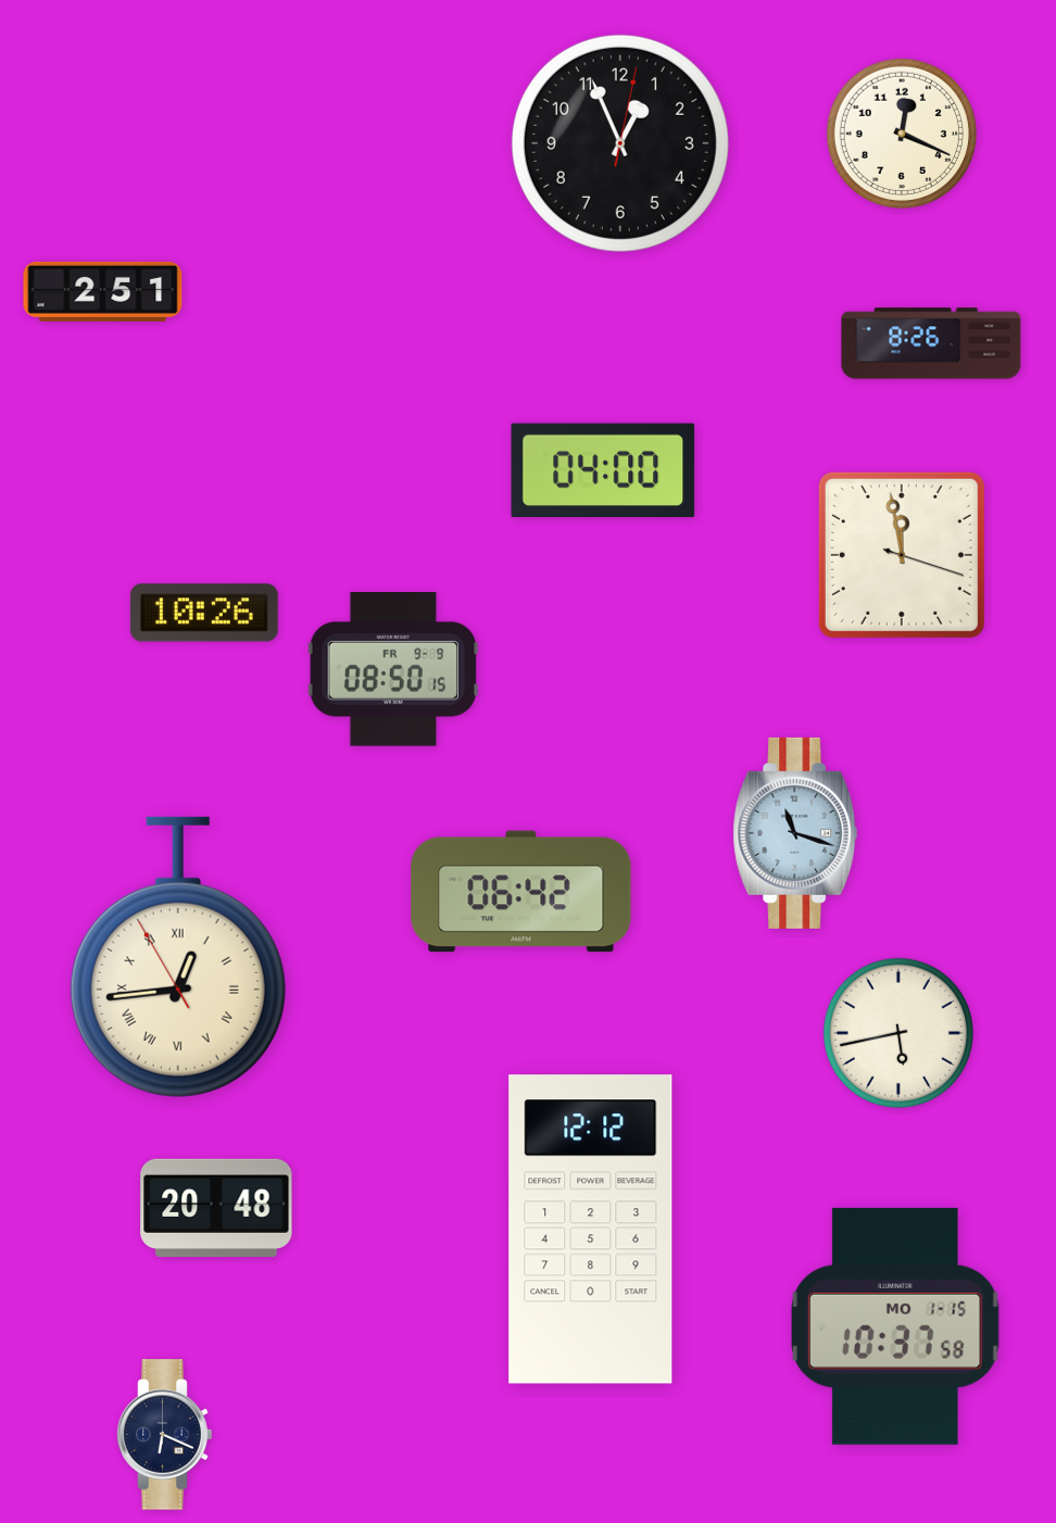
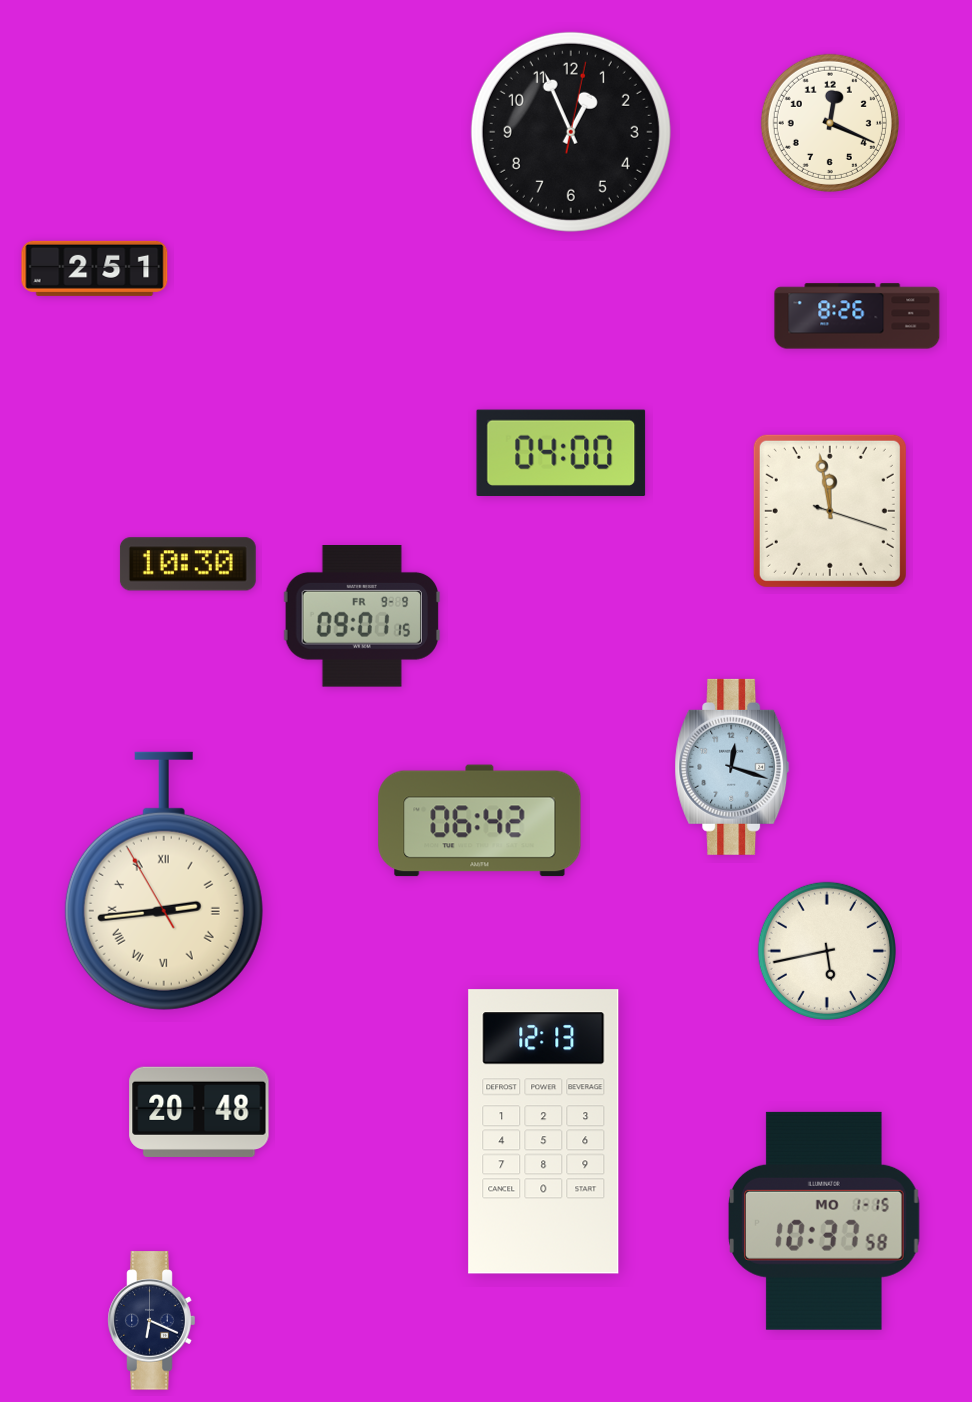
clock at (603, 469) position: (603, 469) -> (561, 452)
clock at (204, 613): 10:26 -> 10:30
clock at (393, 669): 08:50 -> 09:01
clock at (795, 833): 11:18 -> 12:18
clock at (178, 957): 12:43 -> 2:43
clock at (591, 1230): 12:12 -> 12:13
